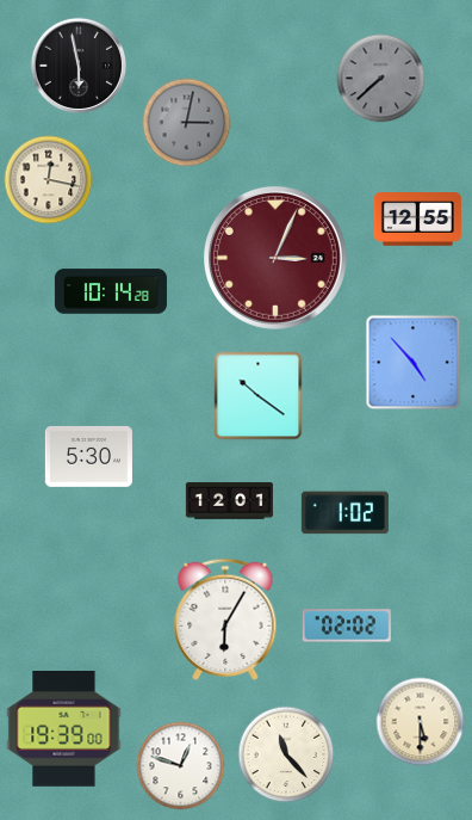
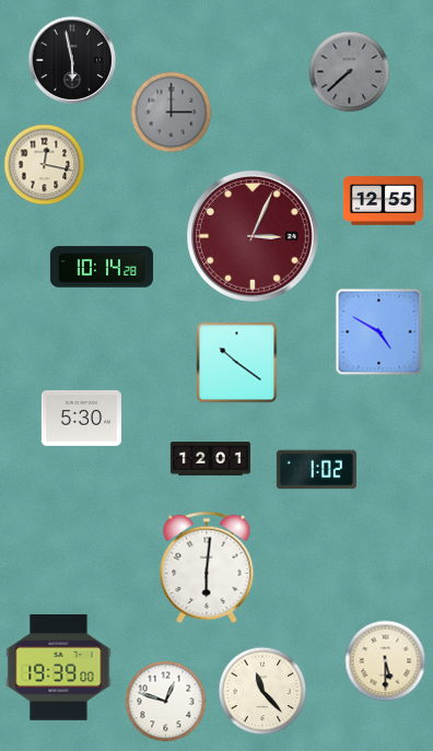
clock at (187, 123): 3:02 -> 3:00
clock at (414, 363): 4:53 -> 4:50
clock at (225, 619): 6:05 -> 6:01
clock at (347, 625): 02:02 -> none
